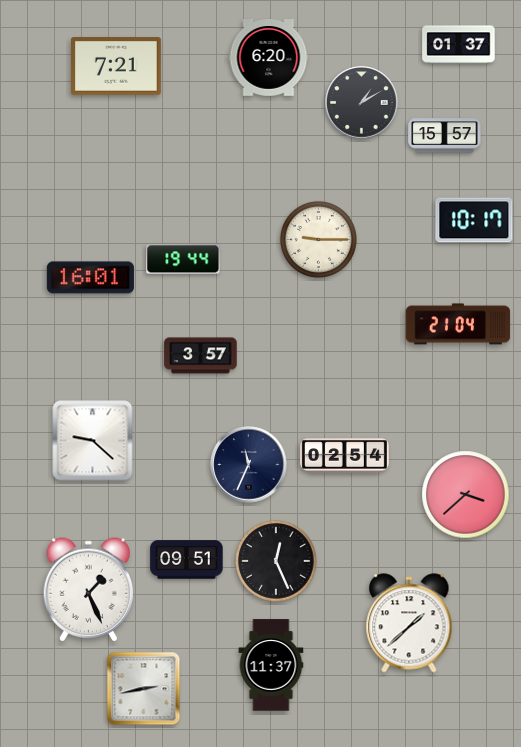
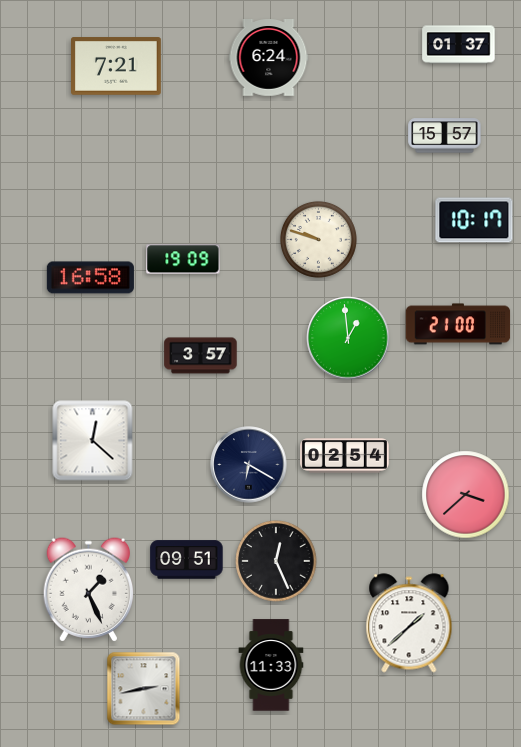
clock at (269, 58): 6:20 -> 6:24
clock at (362, 103): 1:10 -> none
clock at (318, 239): 9:15 -> 9:48
clock at (183, 259): 19:44 -> 19:09
clock at (90, 278): 16:01 -> 16:58
clock at (458, 324): 21:04 -> 21:00
clock at (348, 338): none -> 12:59
clock at (93, 441): 9:22 -> 12:22
clock at (249, 465): 11:34 -> 6:20
clock at (271, 665): 11:37 -> 11:33
